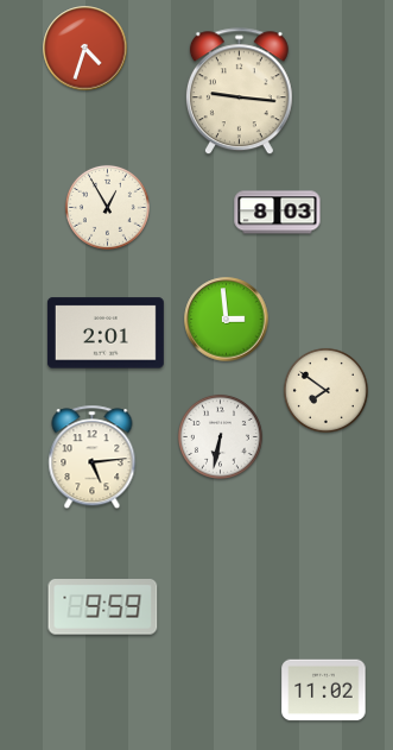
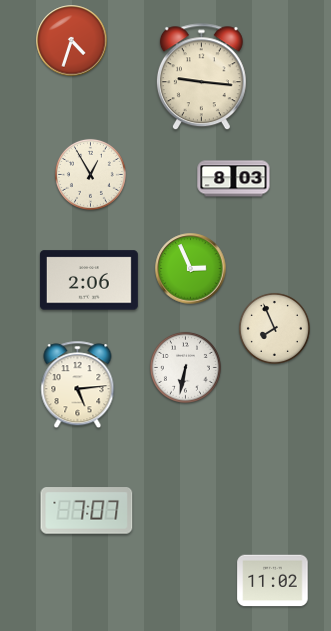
clock at (227, 320): 2:59 -> 2:56
clock at (106, 333): 2:01 -> 2:06
clock at (325, 390): 7:51 -> 7:56
clock at (103, 607): 9:59 -> 7:07
